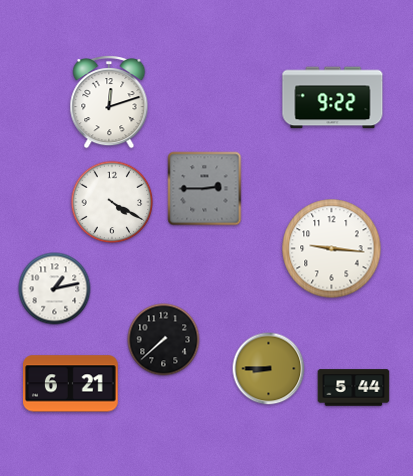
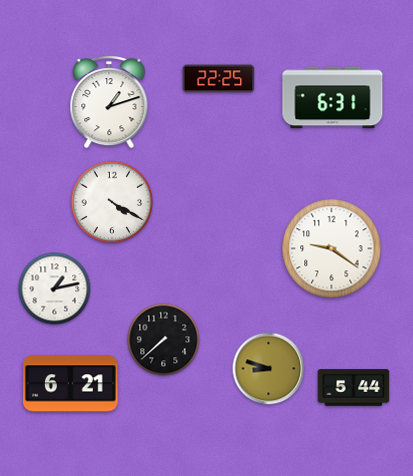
clock at (219, 79): none -> 22:25
clock at (333, 98): 9:22 -> 6:31
clock at (109, 103): 12:12 -> 1:12
clock at (205, 189): 2:45 -> none
clock at (332, 249): 9:16 -> 9:21
clock at (269, 369): 8:45 -> 8:48
